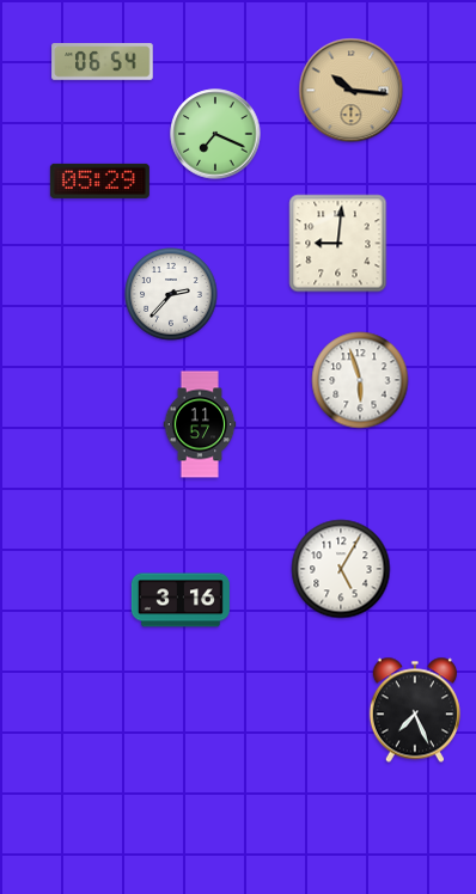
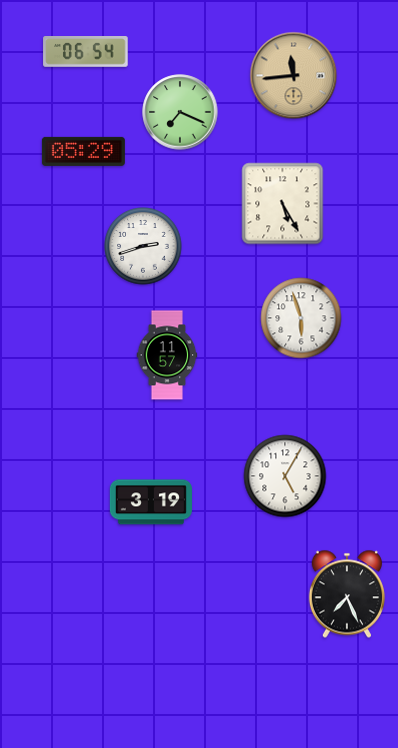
clock at (352, 91): 10:16 -> 11:44
clock at (338, 244): 9:01 -> 5:25
clock at (171, 294): 2:37 -> 2:42
clock at (181, 600): 3:16 -> 3:19
